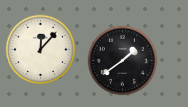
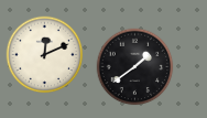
clock at (41, 50): 12:07 -> 12:11
